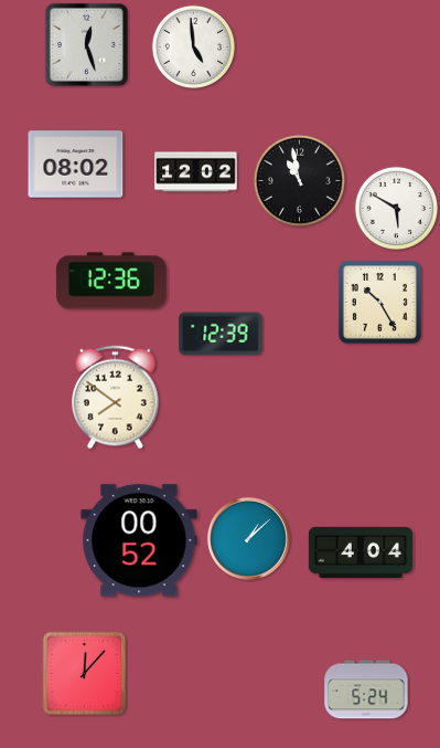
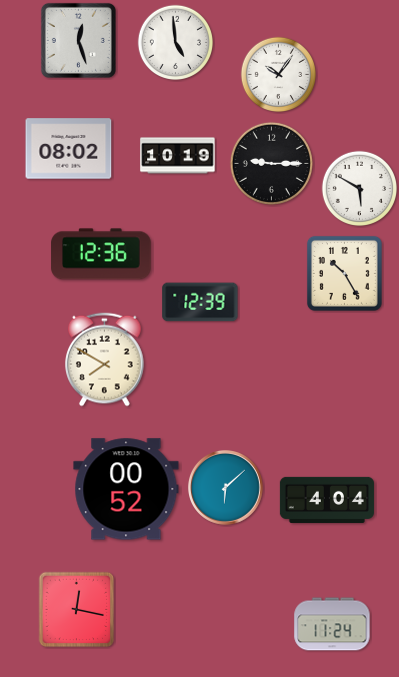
clock at (278, 74): none -> 10:06
clock at (196, 172): 12:02 -> 10:19
clock at (299, 180): 10:58 -> 9:15
clock at (116, 398): 7:51 -> 7:50
clock at (249, 539): 1:08 -> 6:08
clock at (85, 674): 12:07 -> 12:17
clock at (366, 689): 5:24 -> 11:24
